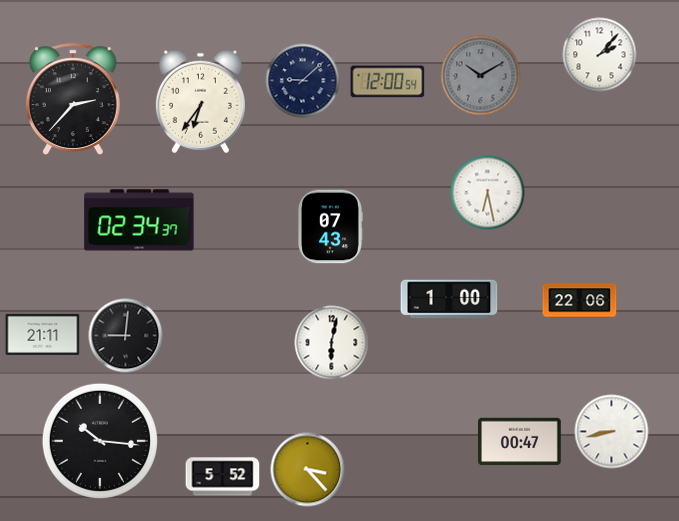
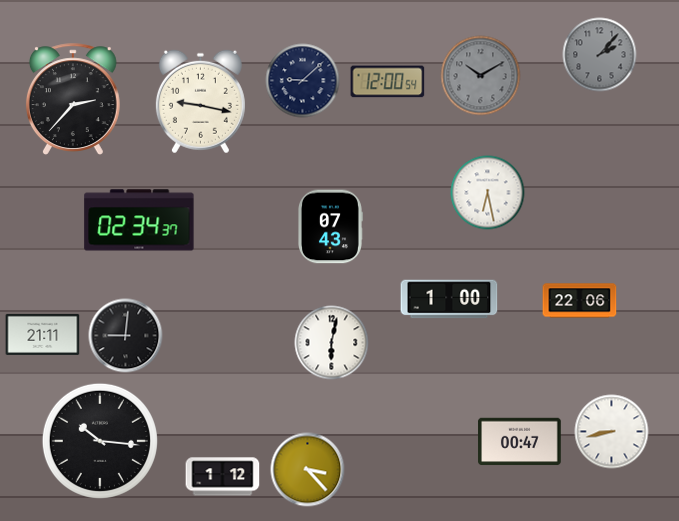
clock at (600, 55) dial: white -> grey
clock at (200, 102): 6:36 -> 9:17
clock at (223, 477): 5:52 -> 1:12
